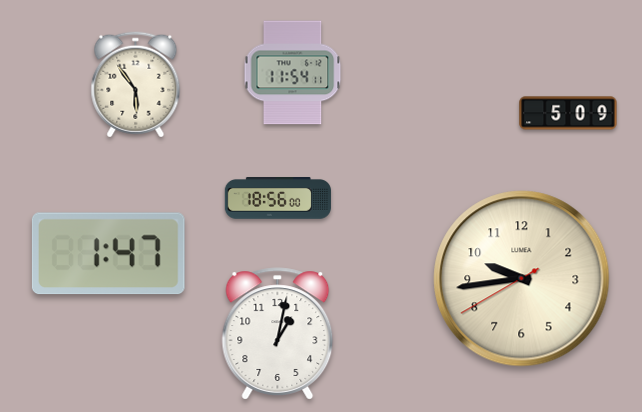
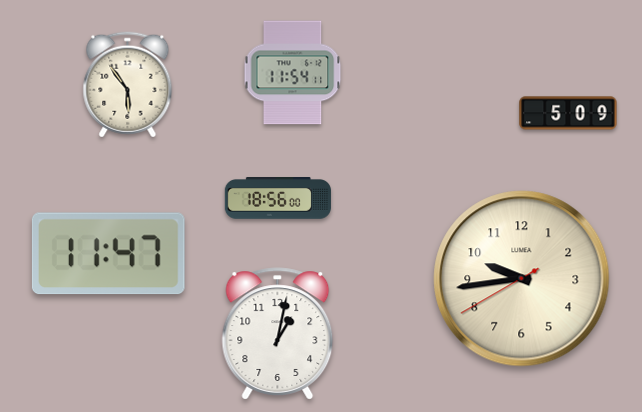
clock at (136, 85) position: (136, 85) -> (128, 85)
clock at (108, 254): 1:47 -> 11:47
